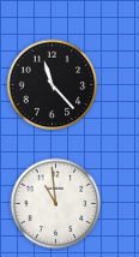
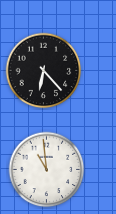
clock at (53, 85): 11:23 -> 6:23
